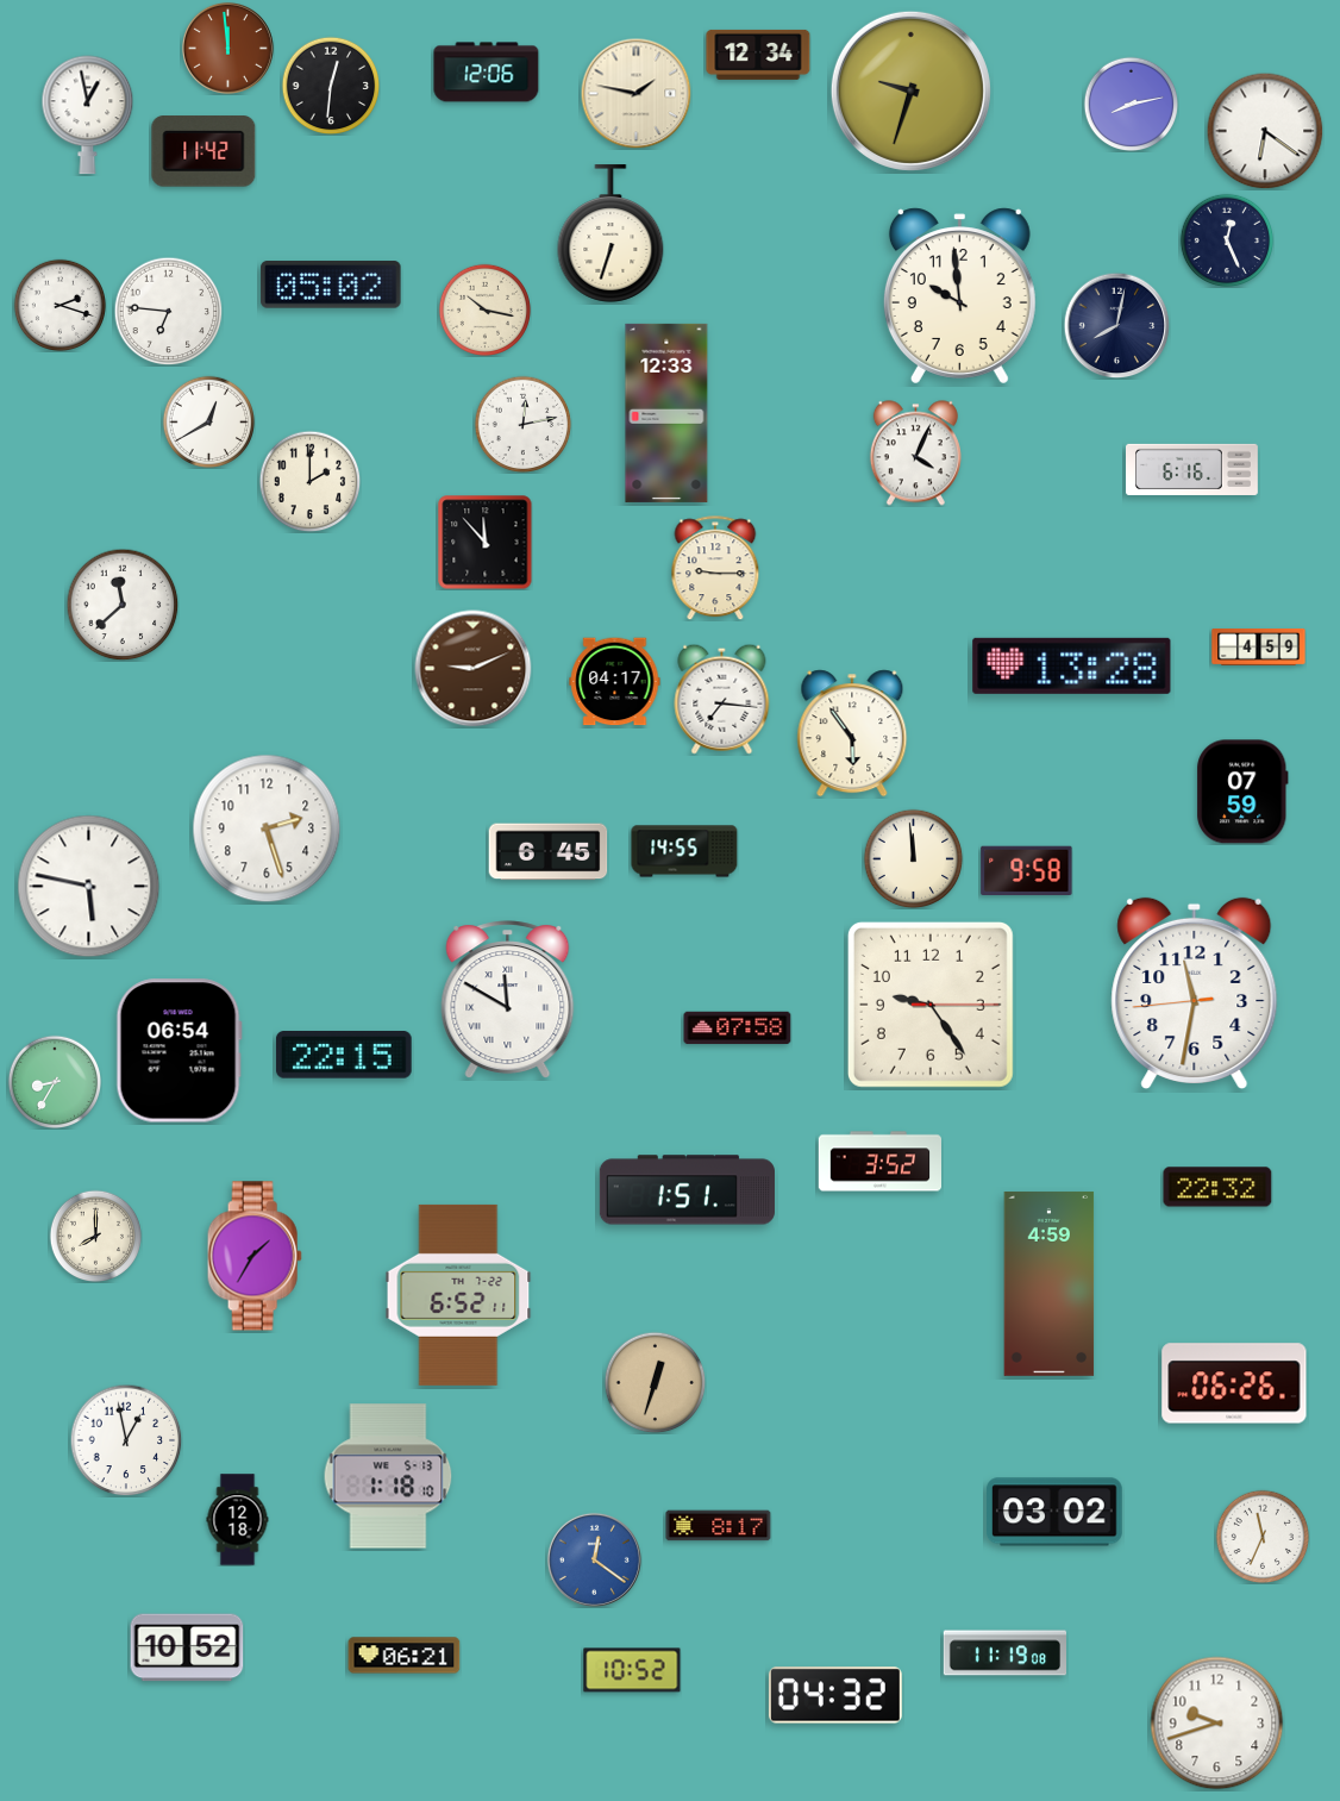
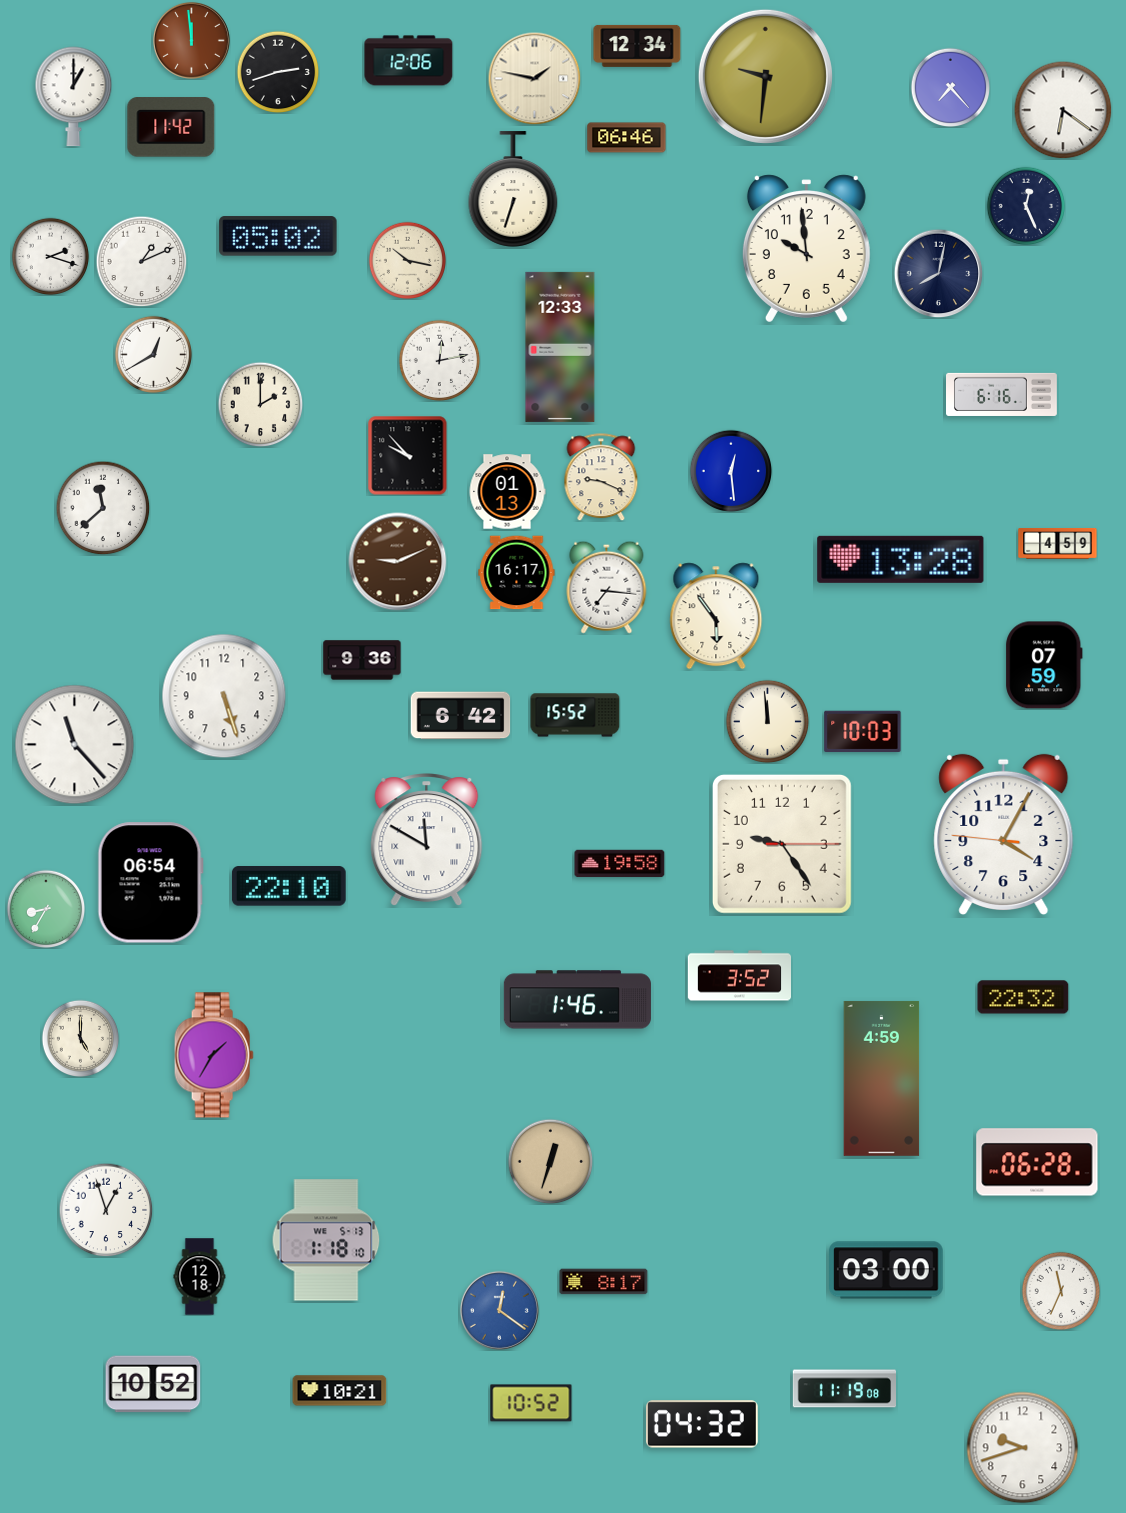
clock at (331, 86): 12:31 -> 2:42
clock at (910, 90): 9:33 -> 9:31
clock at (1131, 104): 8:13 -> 7:23
clock at (88, 115): 12:58 -> 1:00
clock at (627, 138): none -> 06:46
clock at (610, 233) position: (610, 233) -> (513, 189)
clock at (1227, 240) position: (1227, 240) -> (1026, 206)
clock at (331, 284) position: (331, 284) -> (278, 236)
clock at (168, 311): 6:46 -> 1:11
clock at (208, 421) position: (208, 421) -> (153, 354)
clock at (522, 424) position: (522, 424) -> (439, 360)
clock at (915, 454): 4:04 -> none
clock at (486, 543): 11:53 -> 9:53
clock at (731, 471): none -> 12:29
clock at (715, 568): 9:15 -> 9:19
clock at (507, 492): none -> 01:13
clock at (615, 682): 04:17 -> 16:17
clock at (362, 660): none -> 9:36
clock at (267, 828): 2:27 -> 5:27
clock at (684, 851): 14:55 -> 15:52
clock at (549, 852): 6:45 -> 6:42
clock at (1027, 870): 9:58 -> 10:03
clock at (89, 887): 5:47 -> 11:23
clock at (1195, 994): 11:31 -> 4:04
clock at (738, 1028): 07:58 -> 19:58
clock at (344, 1055): 22:15 -> 22:10
clock at (687, 1190): 1:51 -> 1:46
clock at (95, 1236): 8:00 -> 5:00
clock at (458, 1295): 6:52 -> none
clock at (1234, 1383): 06:26 -> 06:28
clock at (126, 1440): 12:58 -> 12:57
clock at (1056, 1512): 03:02 -> 03:00
clock at (187, 1647) position: (187, 1647) -> (153, 1384)
clock at (405, 1656): 06:21 -> 10:21
